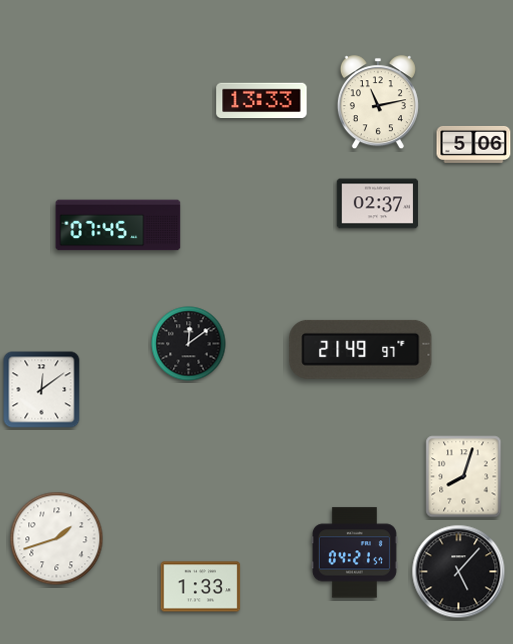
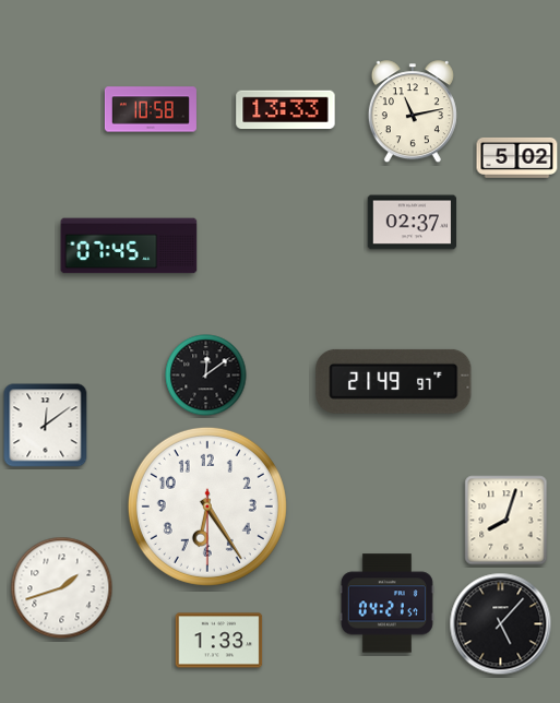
clock at (151, 109): none -> 10:58
clock at (474, 144): 5:06 -> 5:02
clock at (207, 507): none -> 6:24
